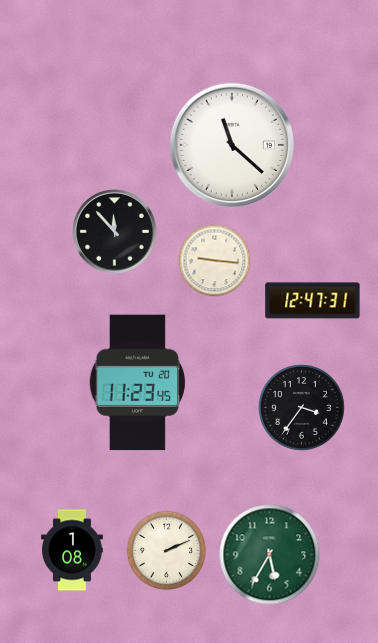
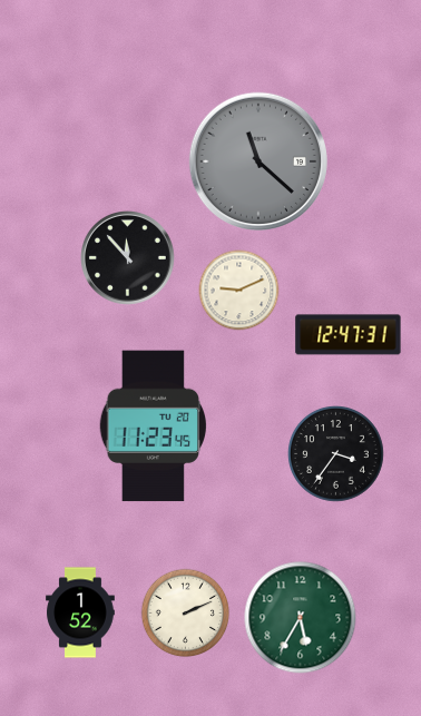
clock at (232, 145) dial: white -> grey
clock at (215, 261): 9:16 -> 9:11
clock at (72, 550): 1:08 -> 1:52
